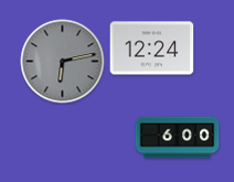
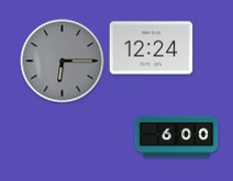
clock at (63, 62): 6:13 -> 6:15
